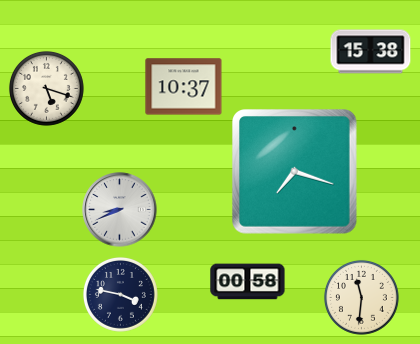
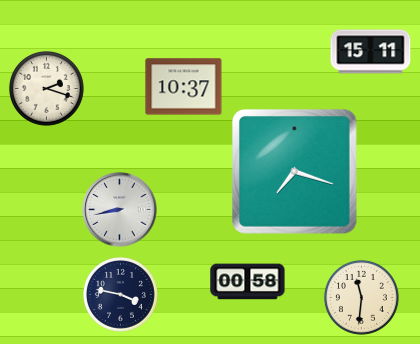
clock at (371, 52): 15:38 -> 15:11
clock at (46, 88): 5:18 -> 2:18
clock at (120, 210): 8:41 -> 8:43
